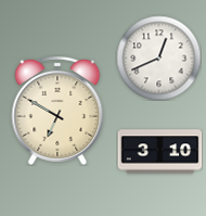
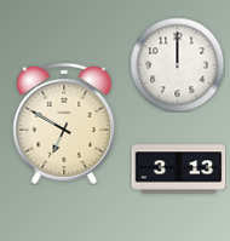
clock at (158, 58): 12:41 -> 12:00
clock at (159, 152): 3:10 -> 3:13
